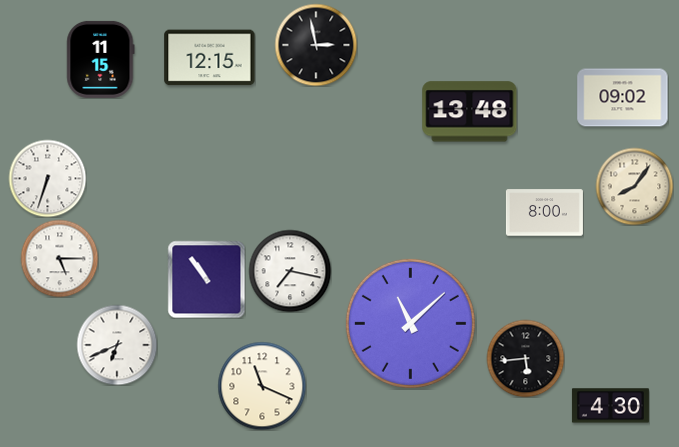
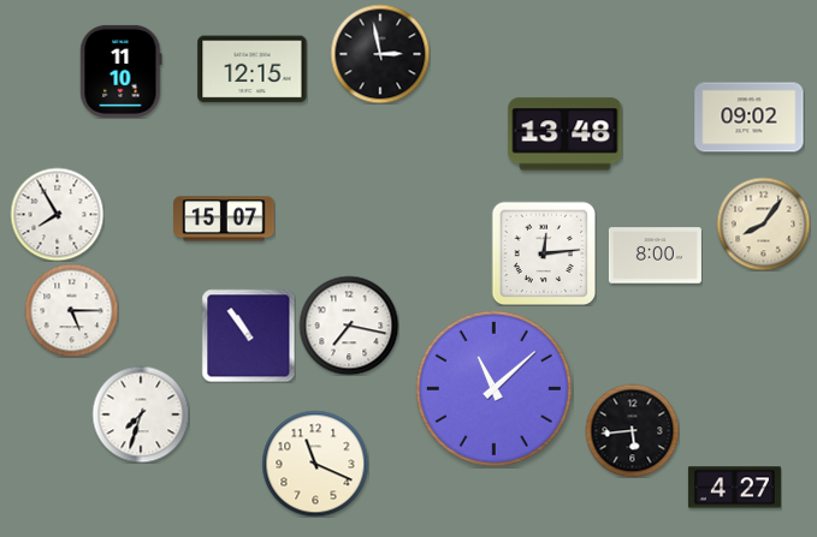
clock at (101, 59): 11:15 -> 11:10
clock at (47, 178): 6:33 -> 7:55
clock at (224, 219): none -> 15:07
clock at (544, 253): none -> 12:14
clock at (117, 345): 6:41 -> 7:33
clock at (610, 406): 4:30 -> 4:27
